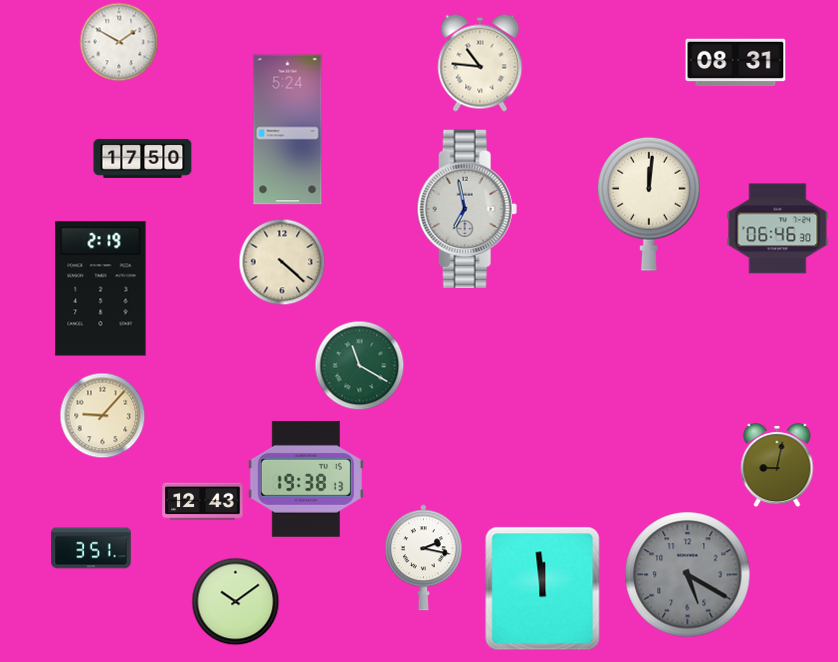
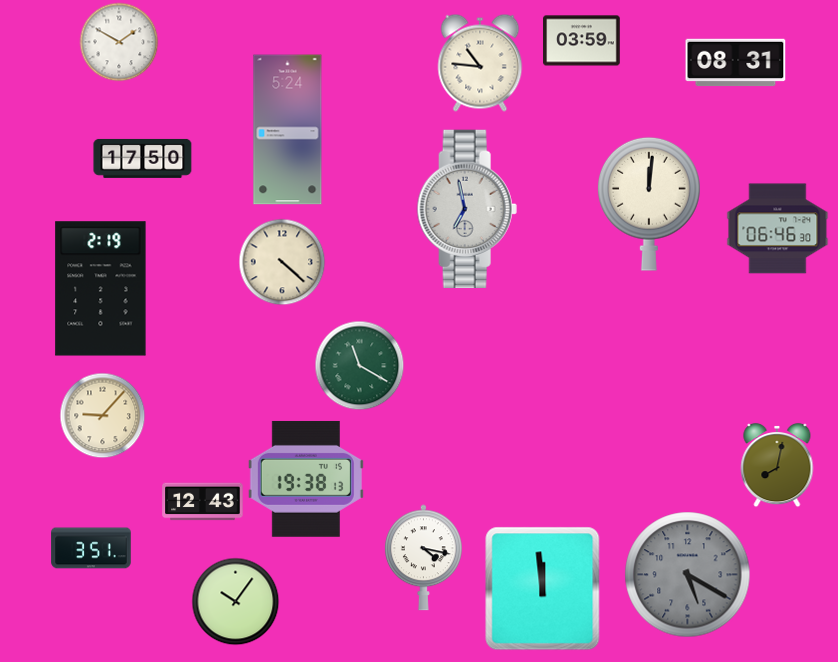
clock at (582, 41): none -> 03:59
clock at (777, 465): 9:02 -> 8:02
clock at (423, 558): 2:17 -> 4:17
clock at (235, 601): 10:09 -> 10:06
